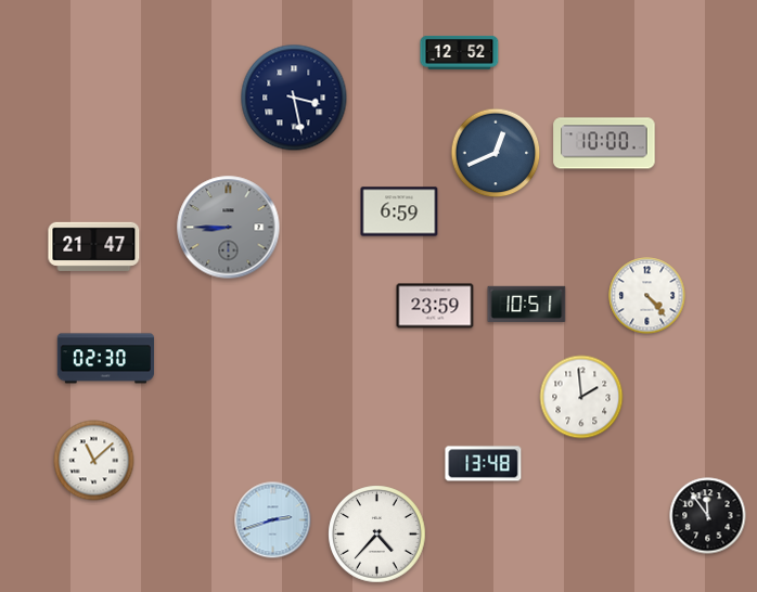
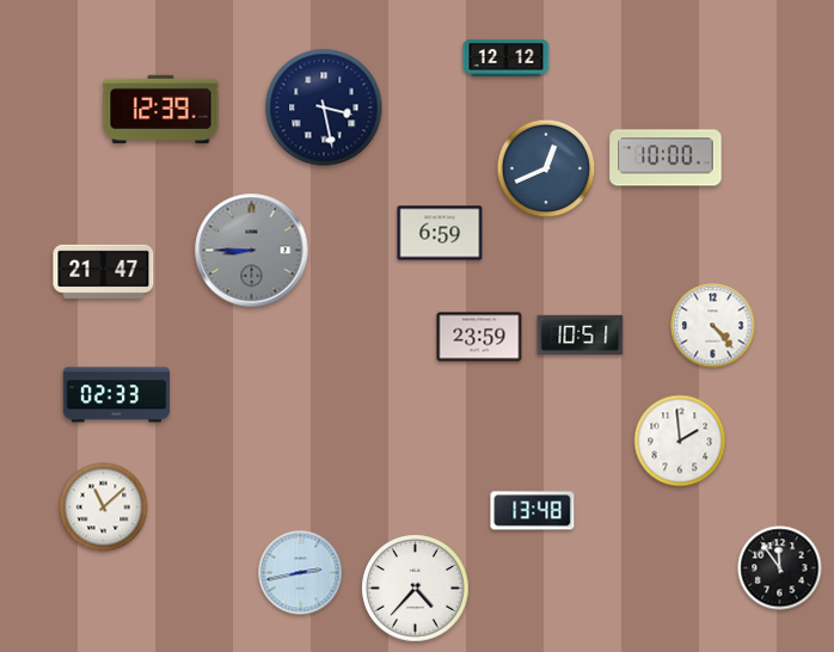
clock at (460, 53): 12:52 -> 12:12
clock at (161, 109): none -> 12:39
clock at (105, 359): 02:30 -> 02:33
clock at (581, 397) position: (581, 397) -> (680, 441)
clock at (273, 520): 2:42 -> 2:43
